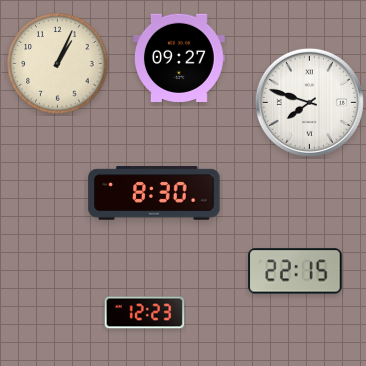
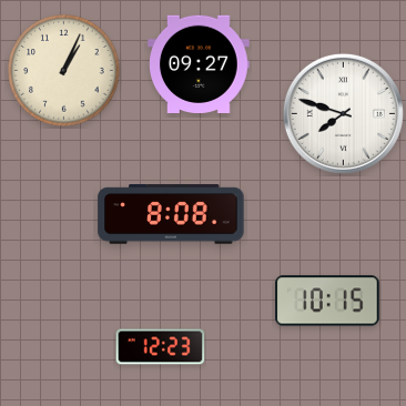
clock at (154, 193): 8:30 -> 8:08
clock at (295, 271): 22:15 -> 10:15
